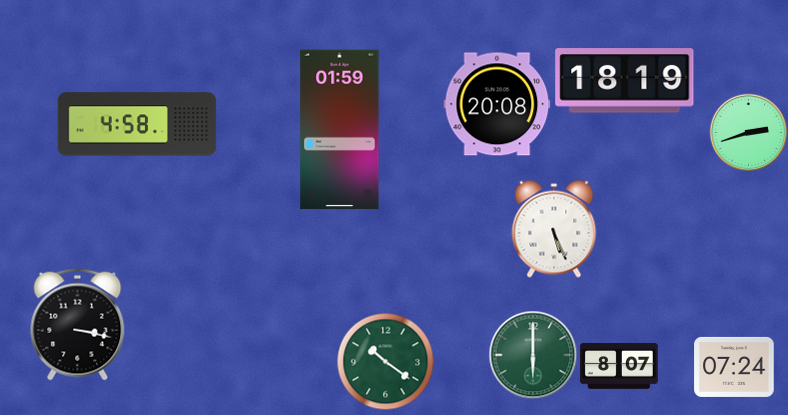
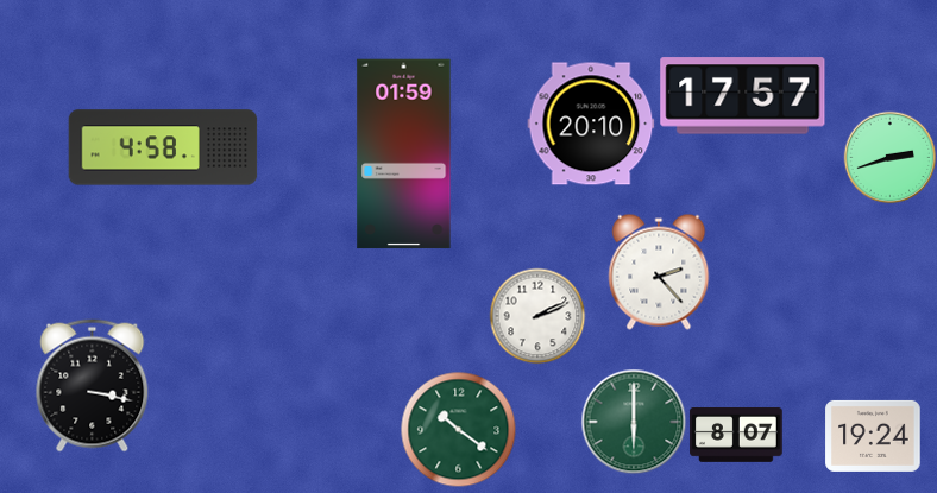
clock at (625, 81): 18:19 -> 17:57
clock at (497, 104): 20:08 -> 20:10
clock at (554, 229): 5:26 -> 2:23
clock at (537, 316): none -> 2:11
clock at (734, 367): 07:24 -> 19:24
